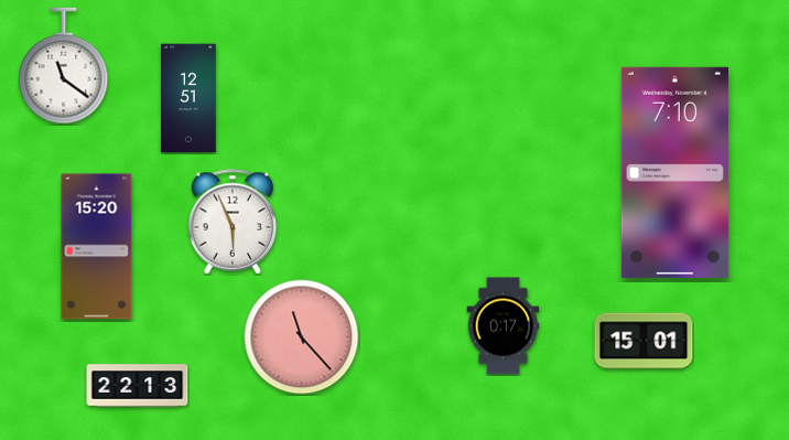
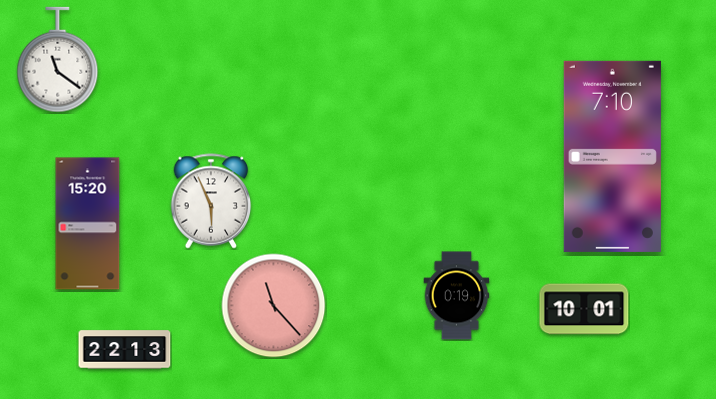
clock at (188, 98): 12:51 -> none
clock at (504, 326): 0:17 -> 0:19
clock at (644, 341): 15:01 -> 10:01
